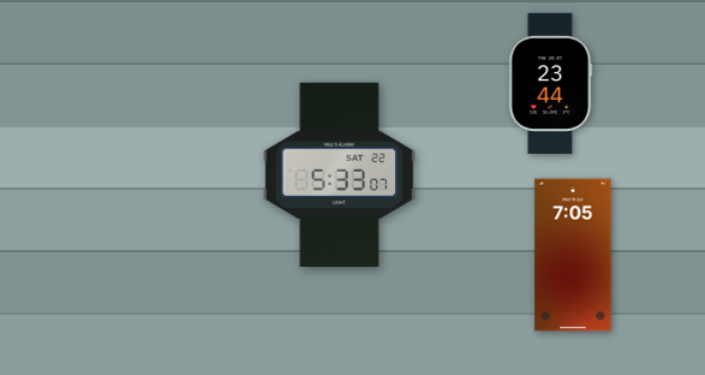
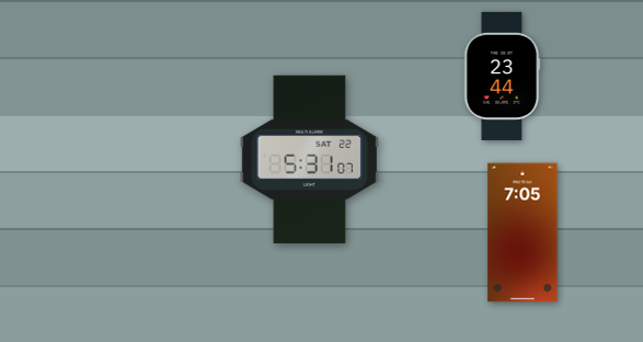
clock at (339, 174): 5:33 -> 5:31
